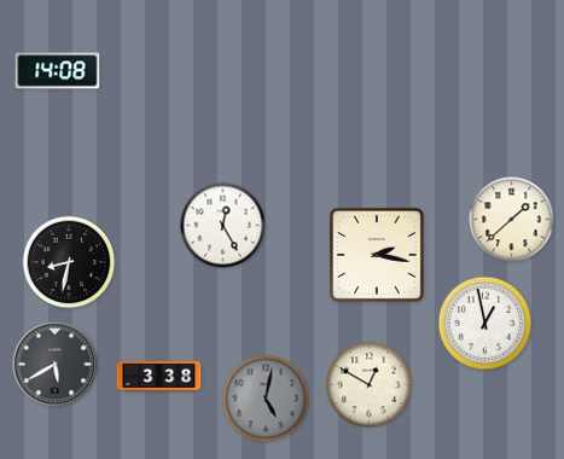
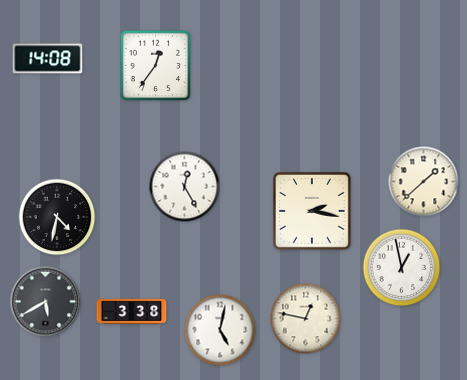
clock at (156, 66): none -> 12:36
clock at (69, 262): 8:32 -> 4:32
clock at (370, 385): 12:50 -> 12:47
clock at (266, 399) dial: grey -> white
